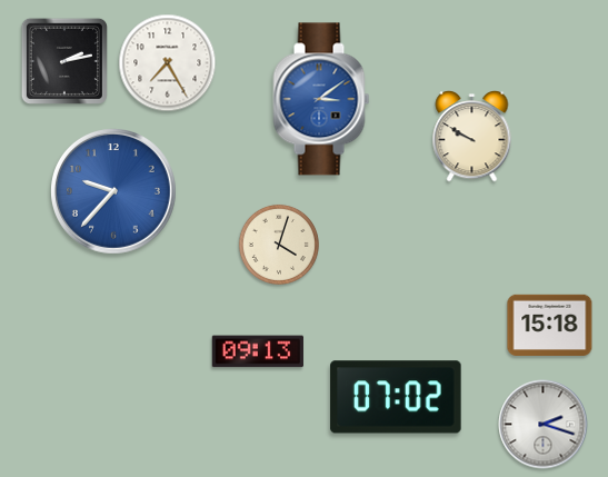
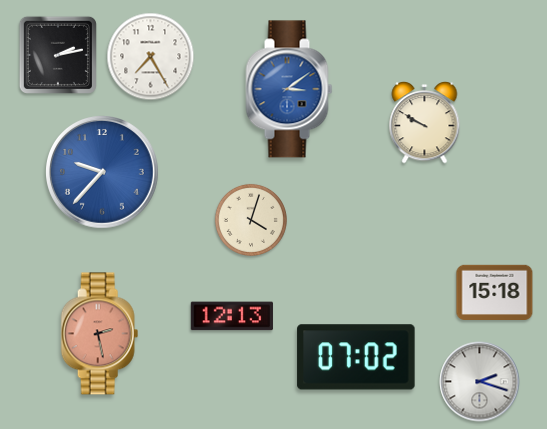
clock at (258, 351): 09:13 -> 12:13
clock at (100, 334): none -> 2:28
clock at (544, 425) position: (544, 425) -> (480, 382)
